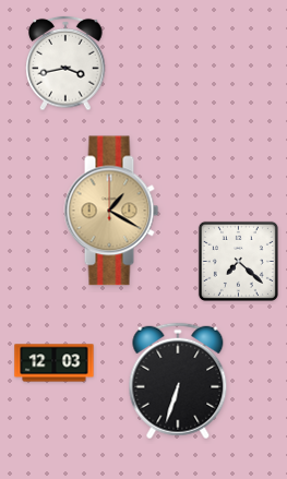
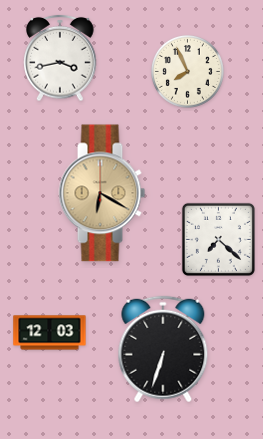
clock at (187, 71): none -> 7:56
clock at (111, 211): 1:20 -> 6:20
